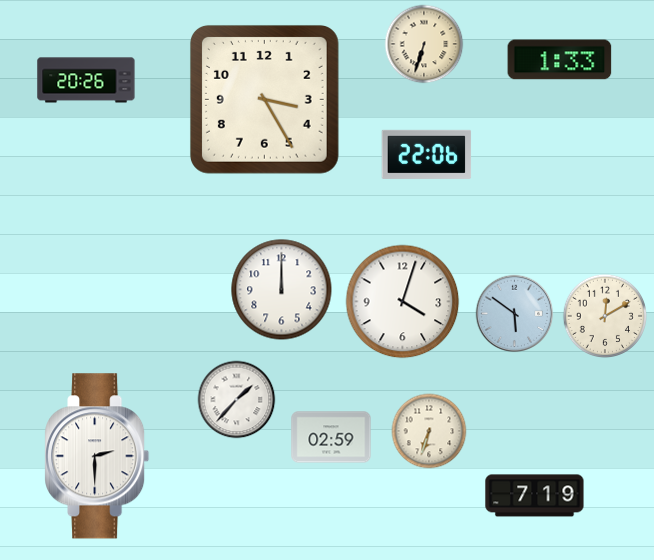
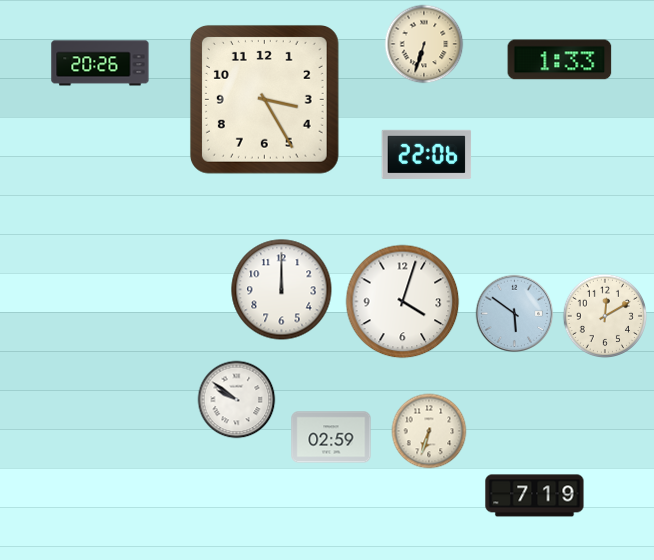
clock at (86, 80) position: (86, 80) -> (100, 63)
clock at (237, 400): 1:37 -> 9:51
clock at (97, 456): 2:30 -> none
